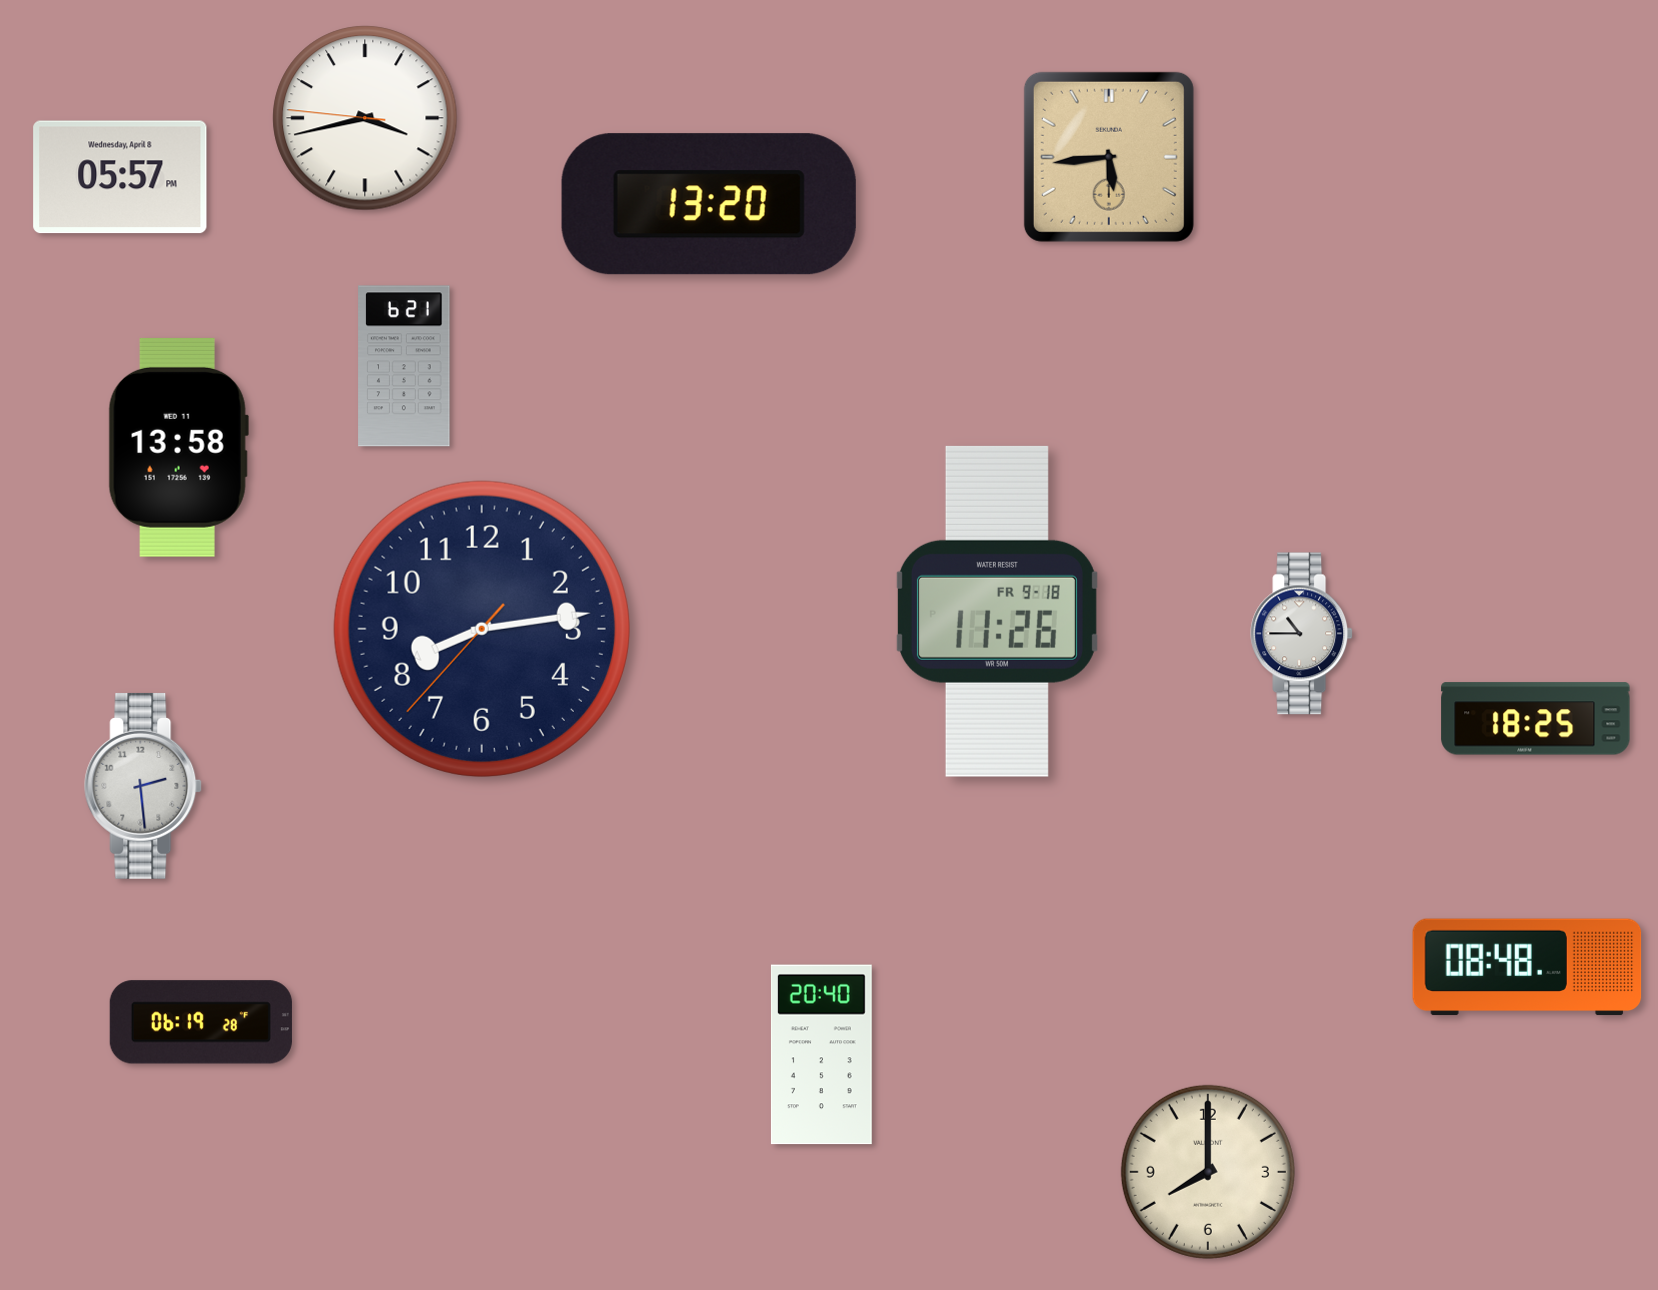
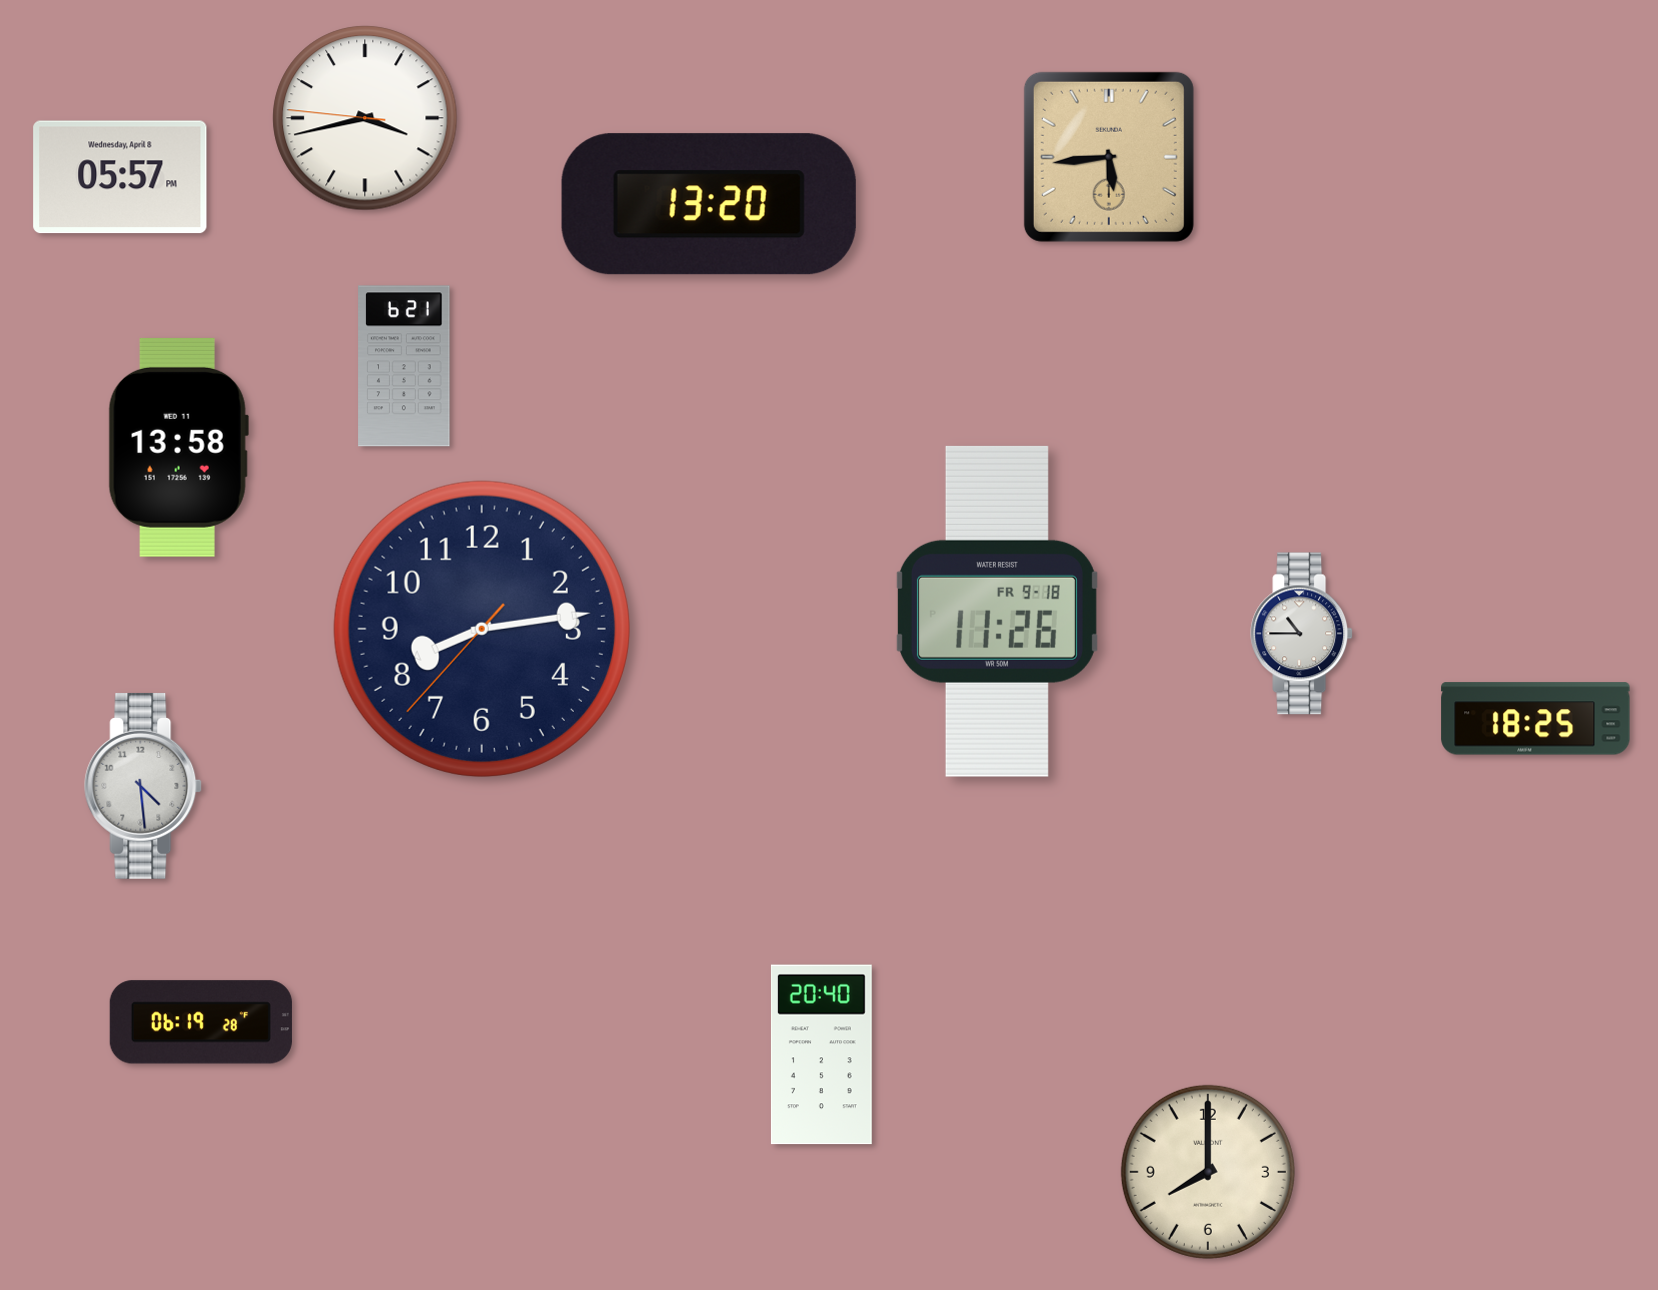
clock at (144, 786): 2:29 -> 4:29
clock at (1527, 967): 08:48 -> none
